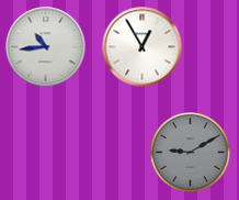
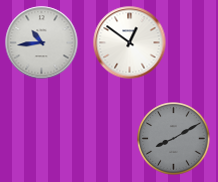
clock at (143, 47): 12:55 -> 12:51
clock at (191, 153): 9:10 -> 8:10
